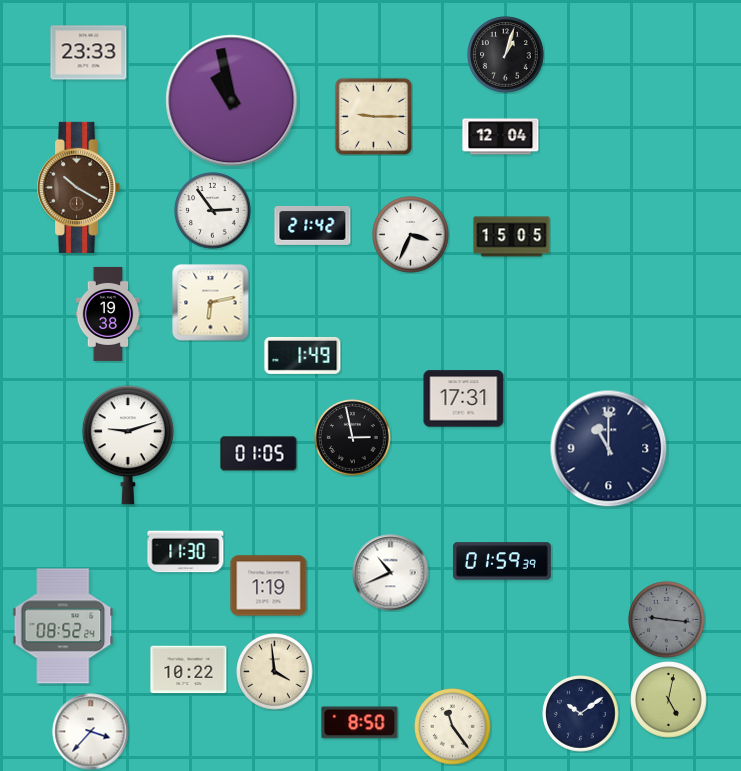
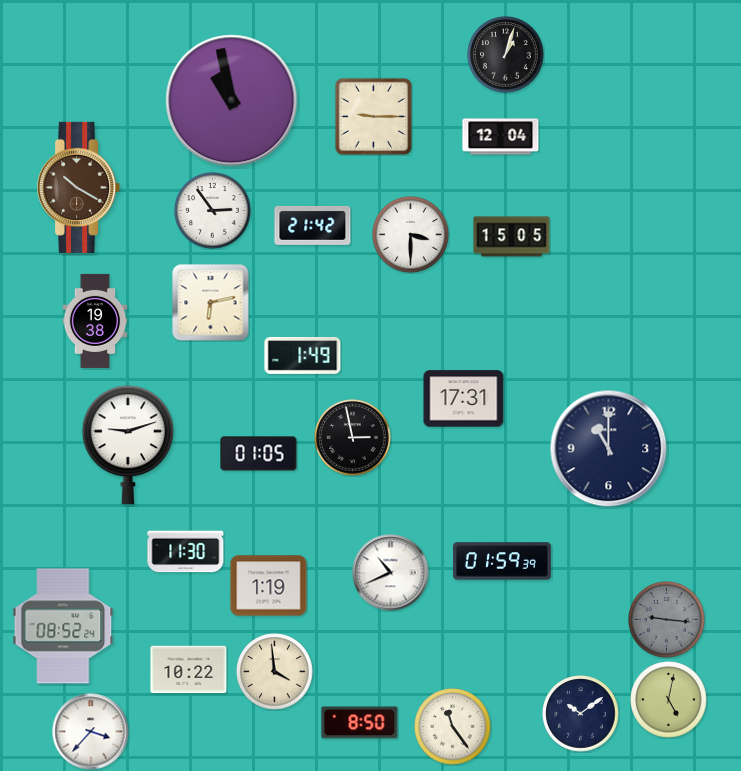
clock at (89, 53): 23:33 -> none
clock at (411, 235): 3:34 -> 3:30
clock at (108, 314) position: (108, 314) -> (95, 321)
